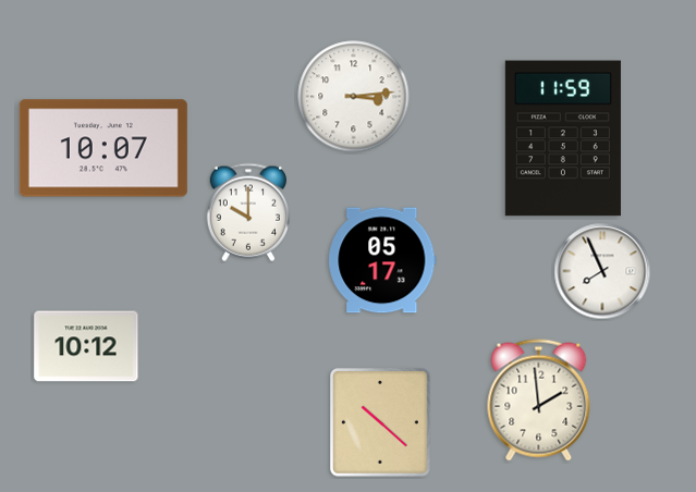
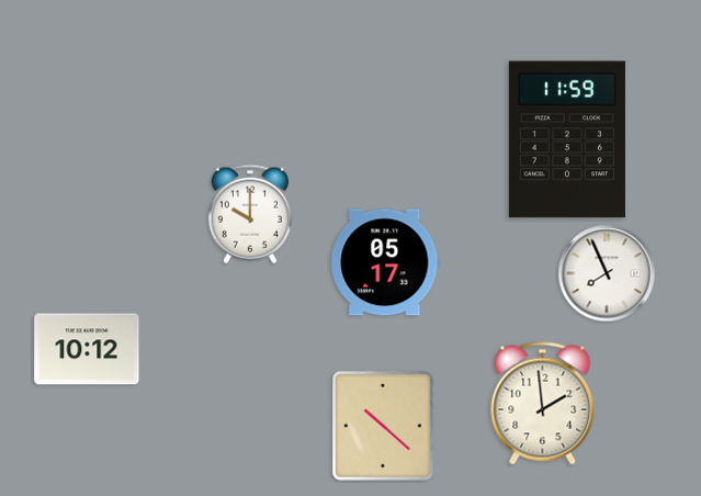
clock at (354, 97): 3:14 -> none
clock at (103, 148): 10:07 -> none
